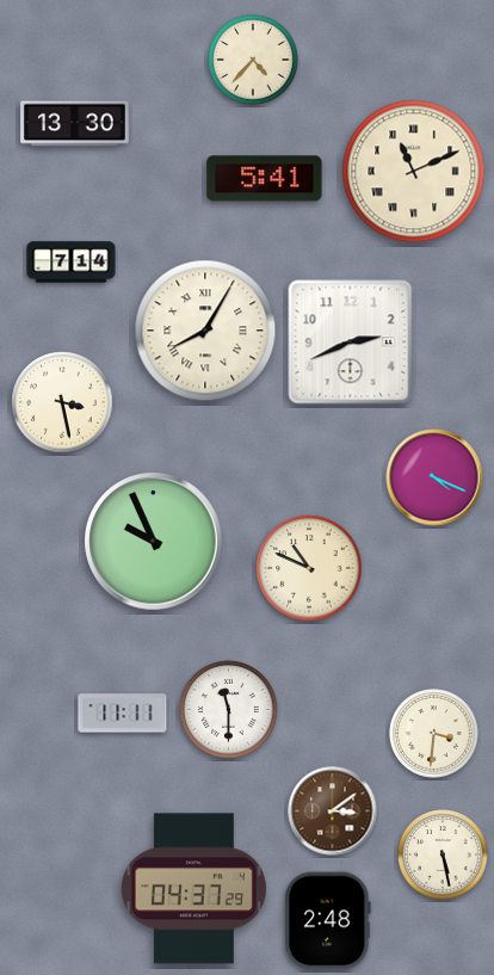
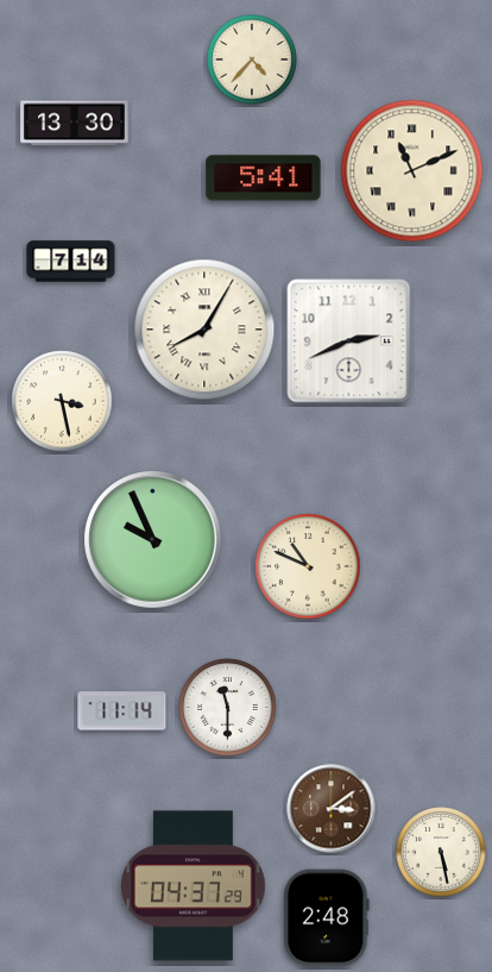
clock at (434, 477): 4:19 -> none
clock at (123, 714): 11:11 -> 11:14
clock at (434, 734): 3:31 -> none
